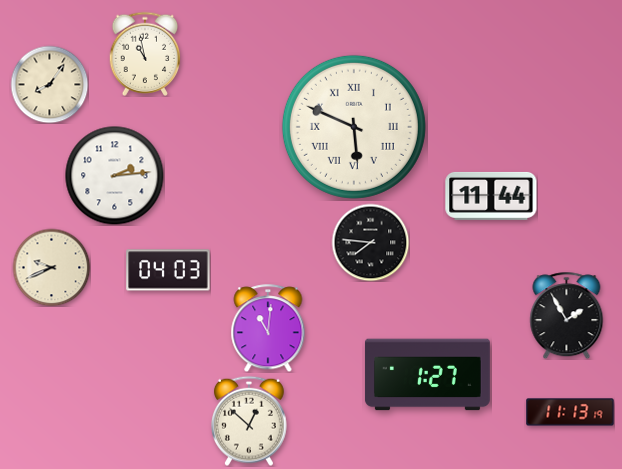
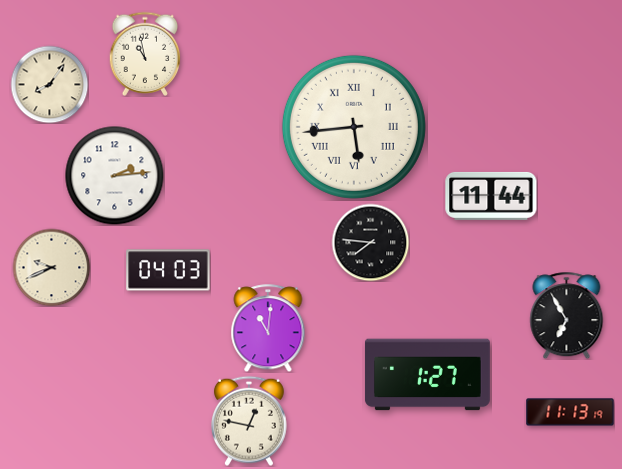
clock at (354, 127): 5:49 -> 5:44
clock at (567, 315): 1:55 -> 6:55
clock at (249, 421): 12:52 -> 12:47
